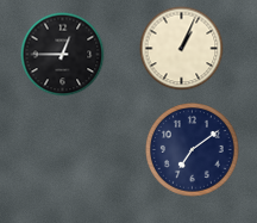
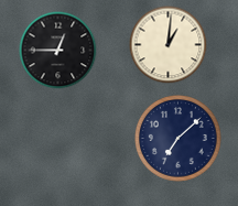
clock at (182, 49): 1:04 -> 1:01
clock at (193, 150): 7:09 -> 7:08
